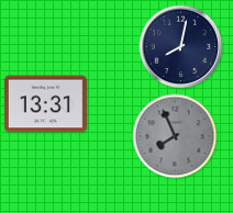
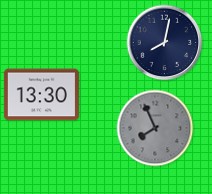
clock at (45, 104): 13:31 -> 13:30
clock at (175, 136) position: (175, 136) -> (155, 128)
